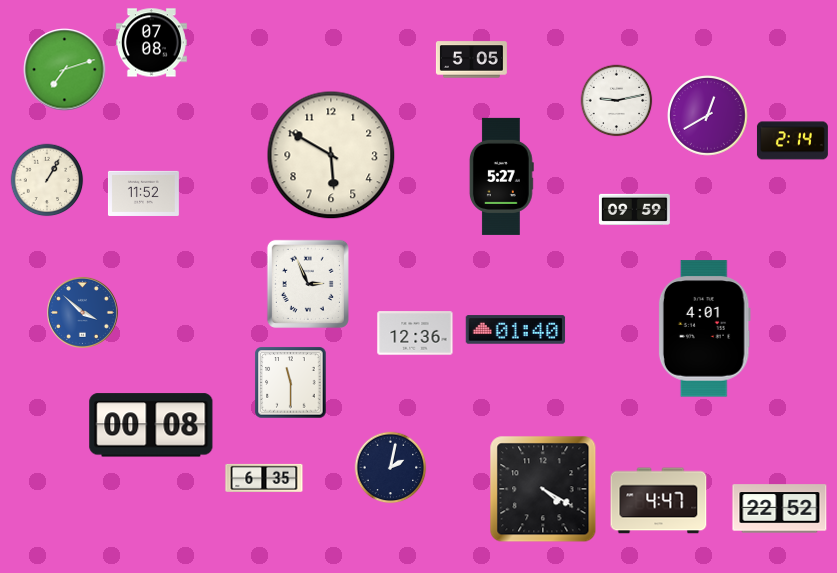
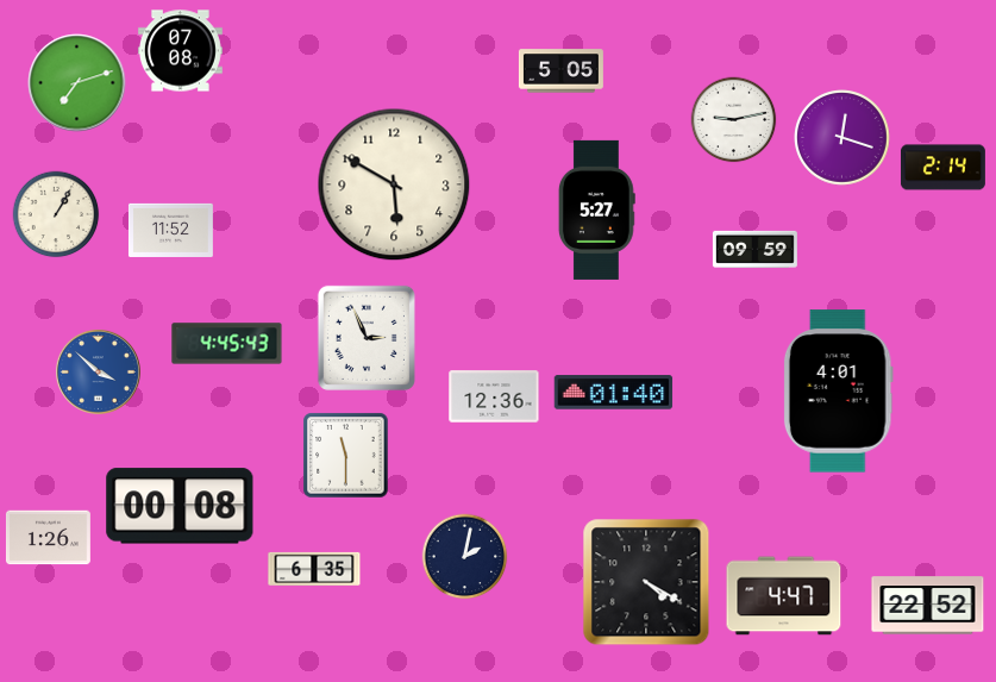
clock at (708, 116): 12:40 -> 12:18
clock at (227, 344): none -> 4:45
clock at (48, 538): none -> 1:26
